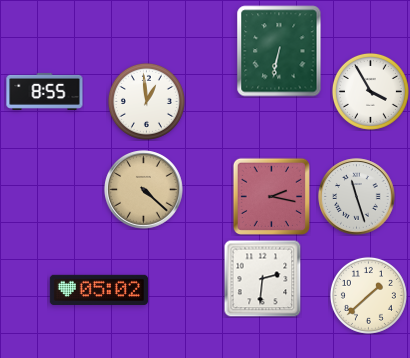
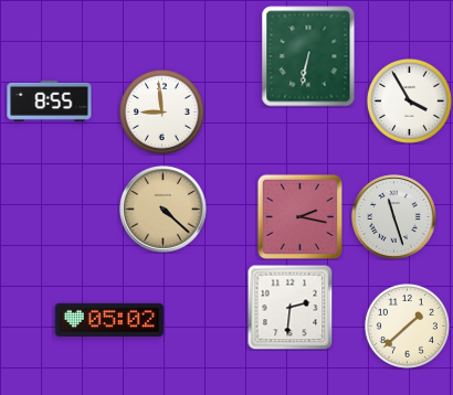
clock at (146, 101): 12:59 -> 8:59
clock at (144, 190) position: (144, 190) -> (164, 210)
